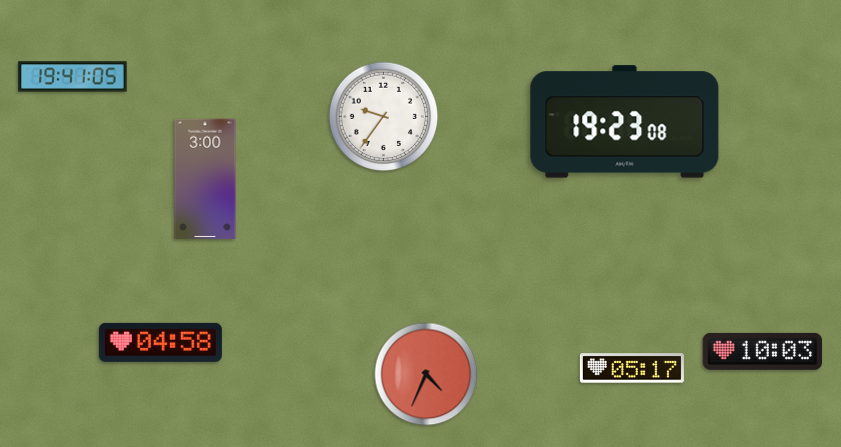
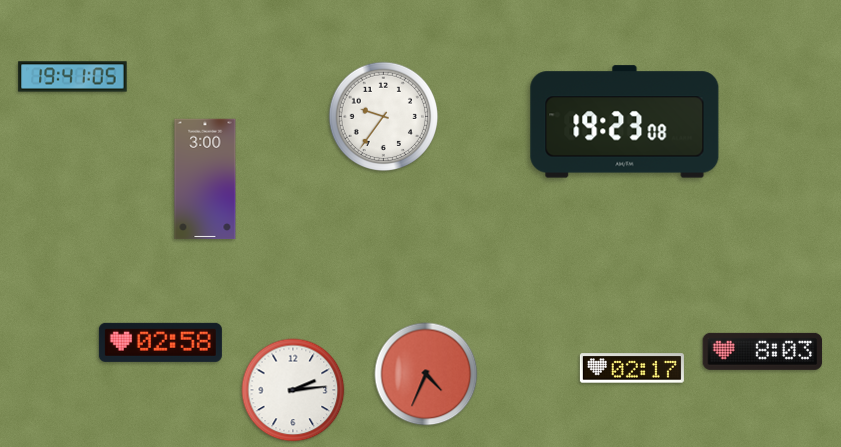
clock at (160, 342): 04:58 -> 02:58
clock at (763, 351): 10:03 -> 8:03
clock at (632, 368): 05:17 -> 02:17
clock at (293, 390): none -> 2:14
